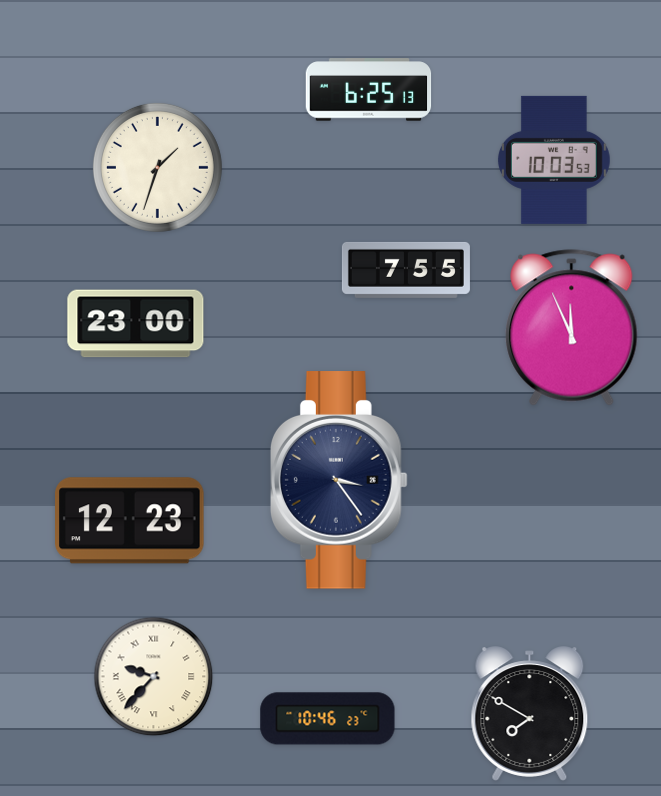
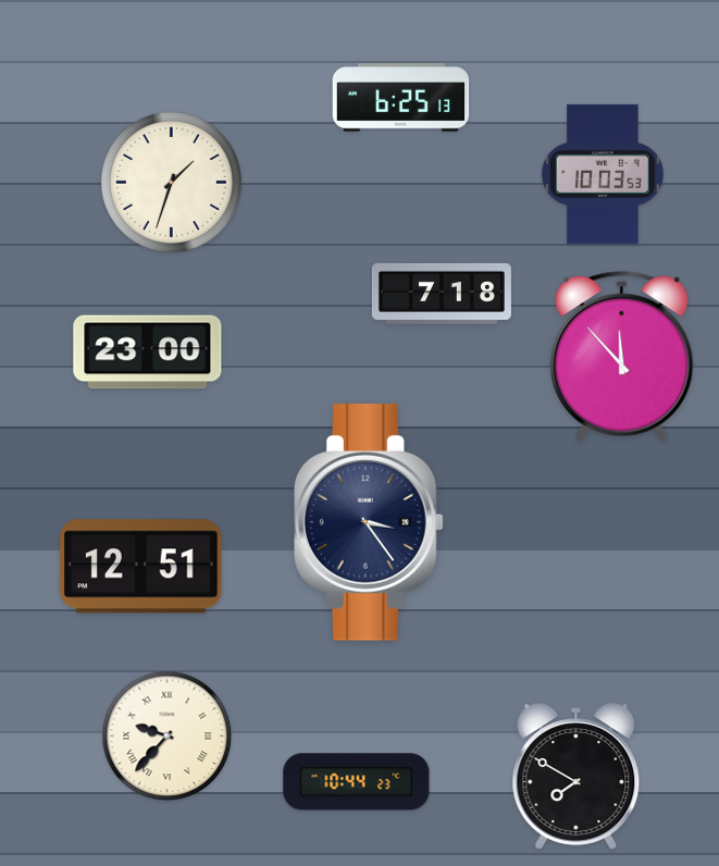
clock at (406, 270): 7:55 -> 7:18
clock at (572, 328): 11:56 -> 11:53
clock at (130, 521): 12:23 -> 12:51
clock at (328, 719): 10:46 -> 10:44
